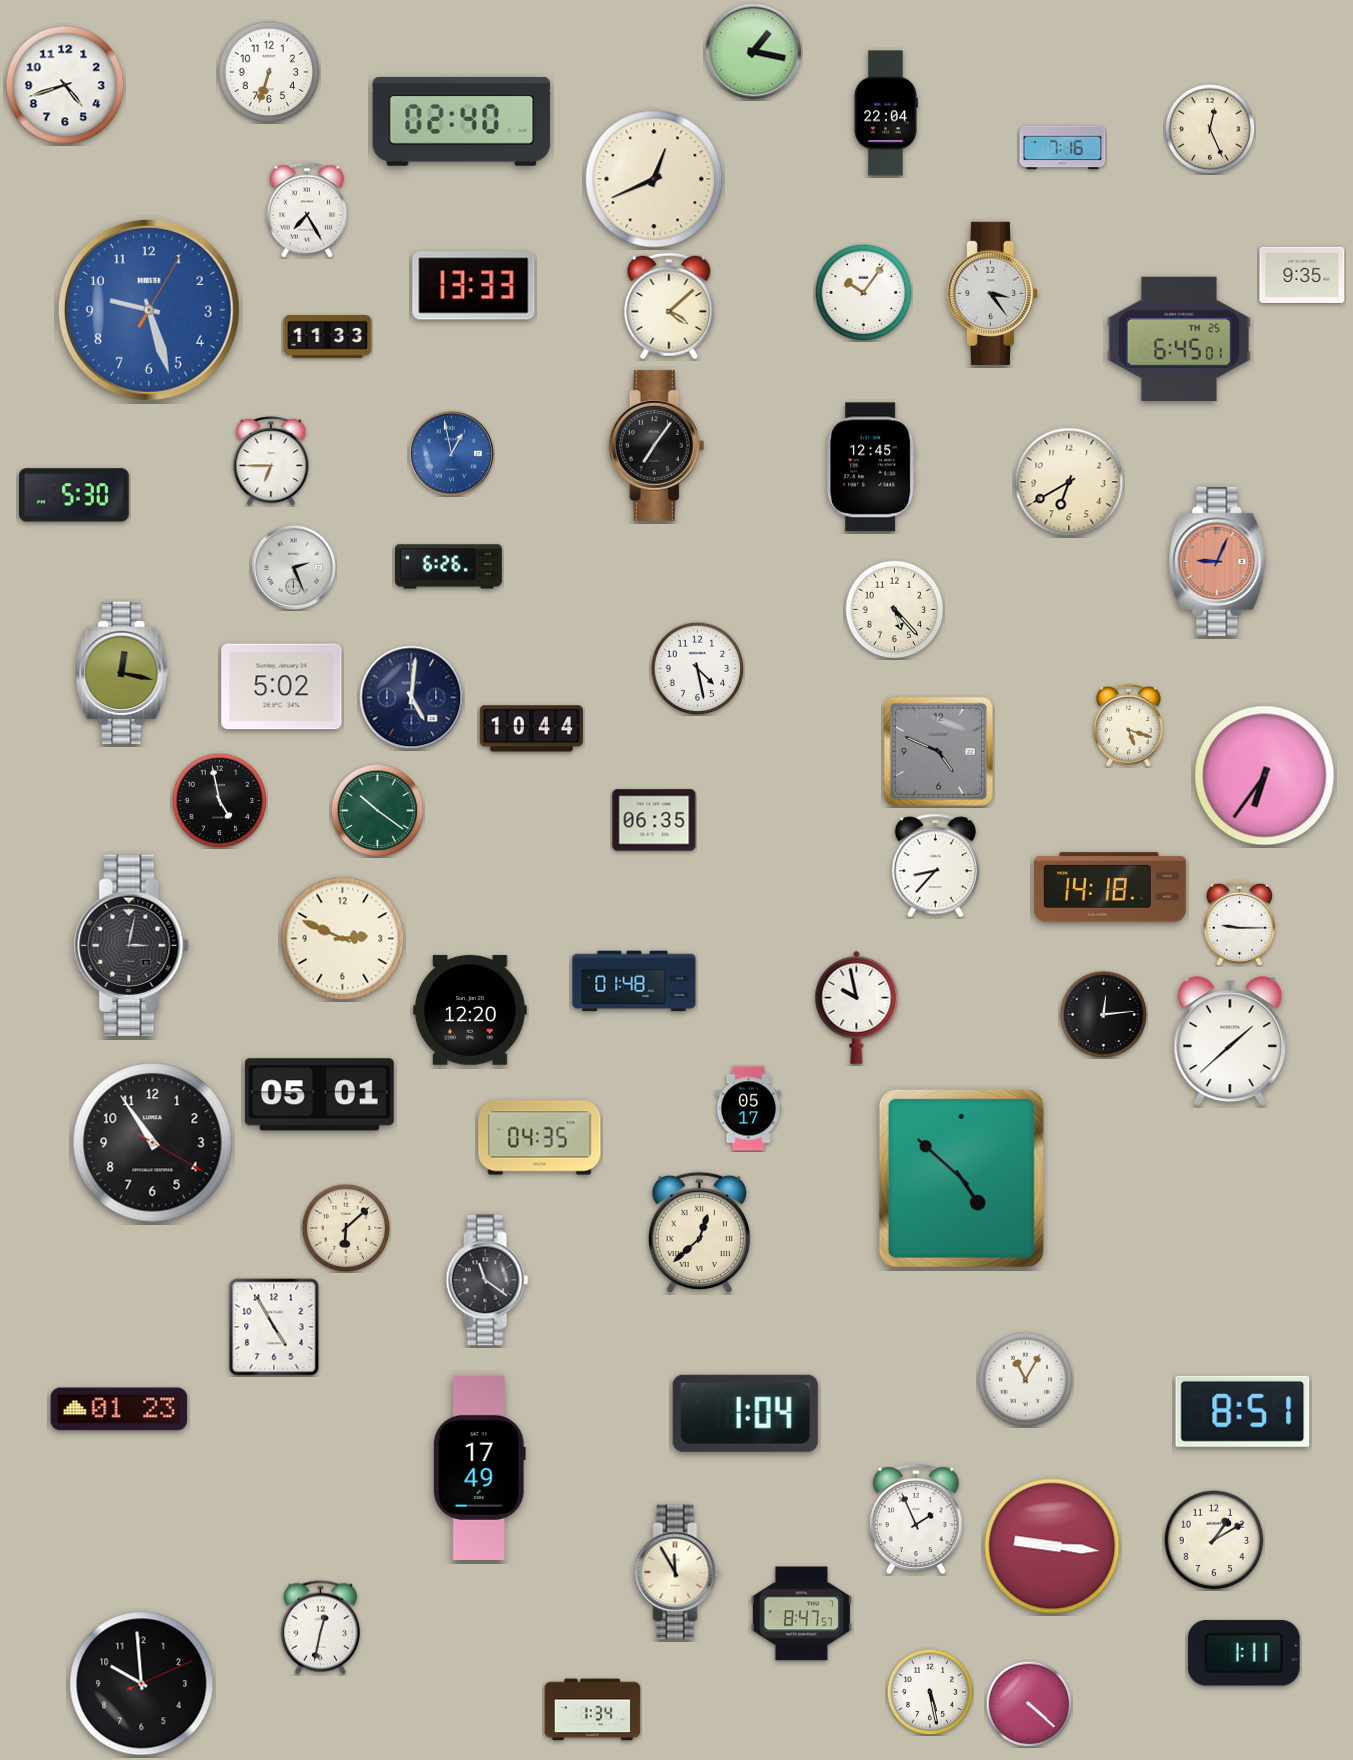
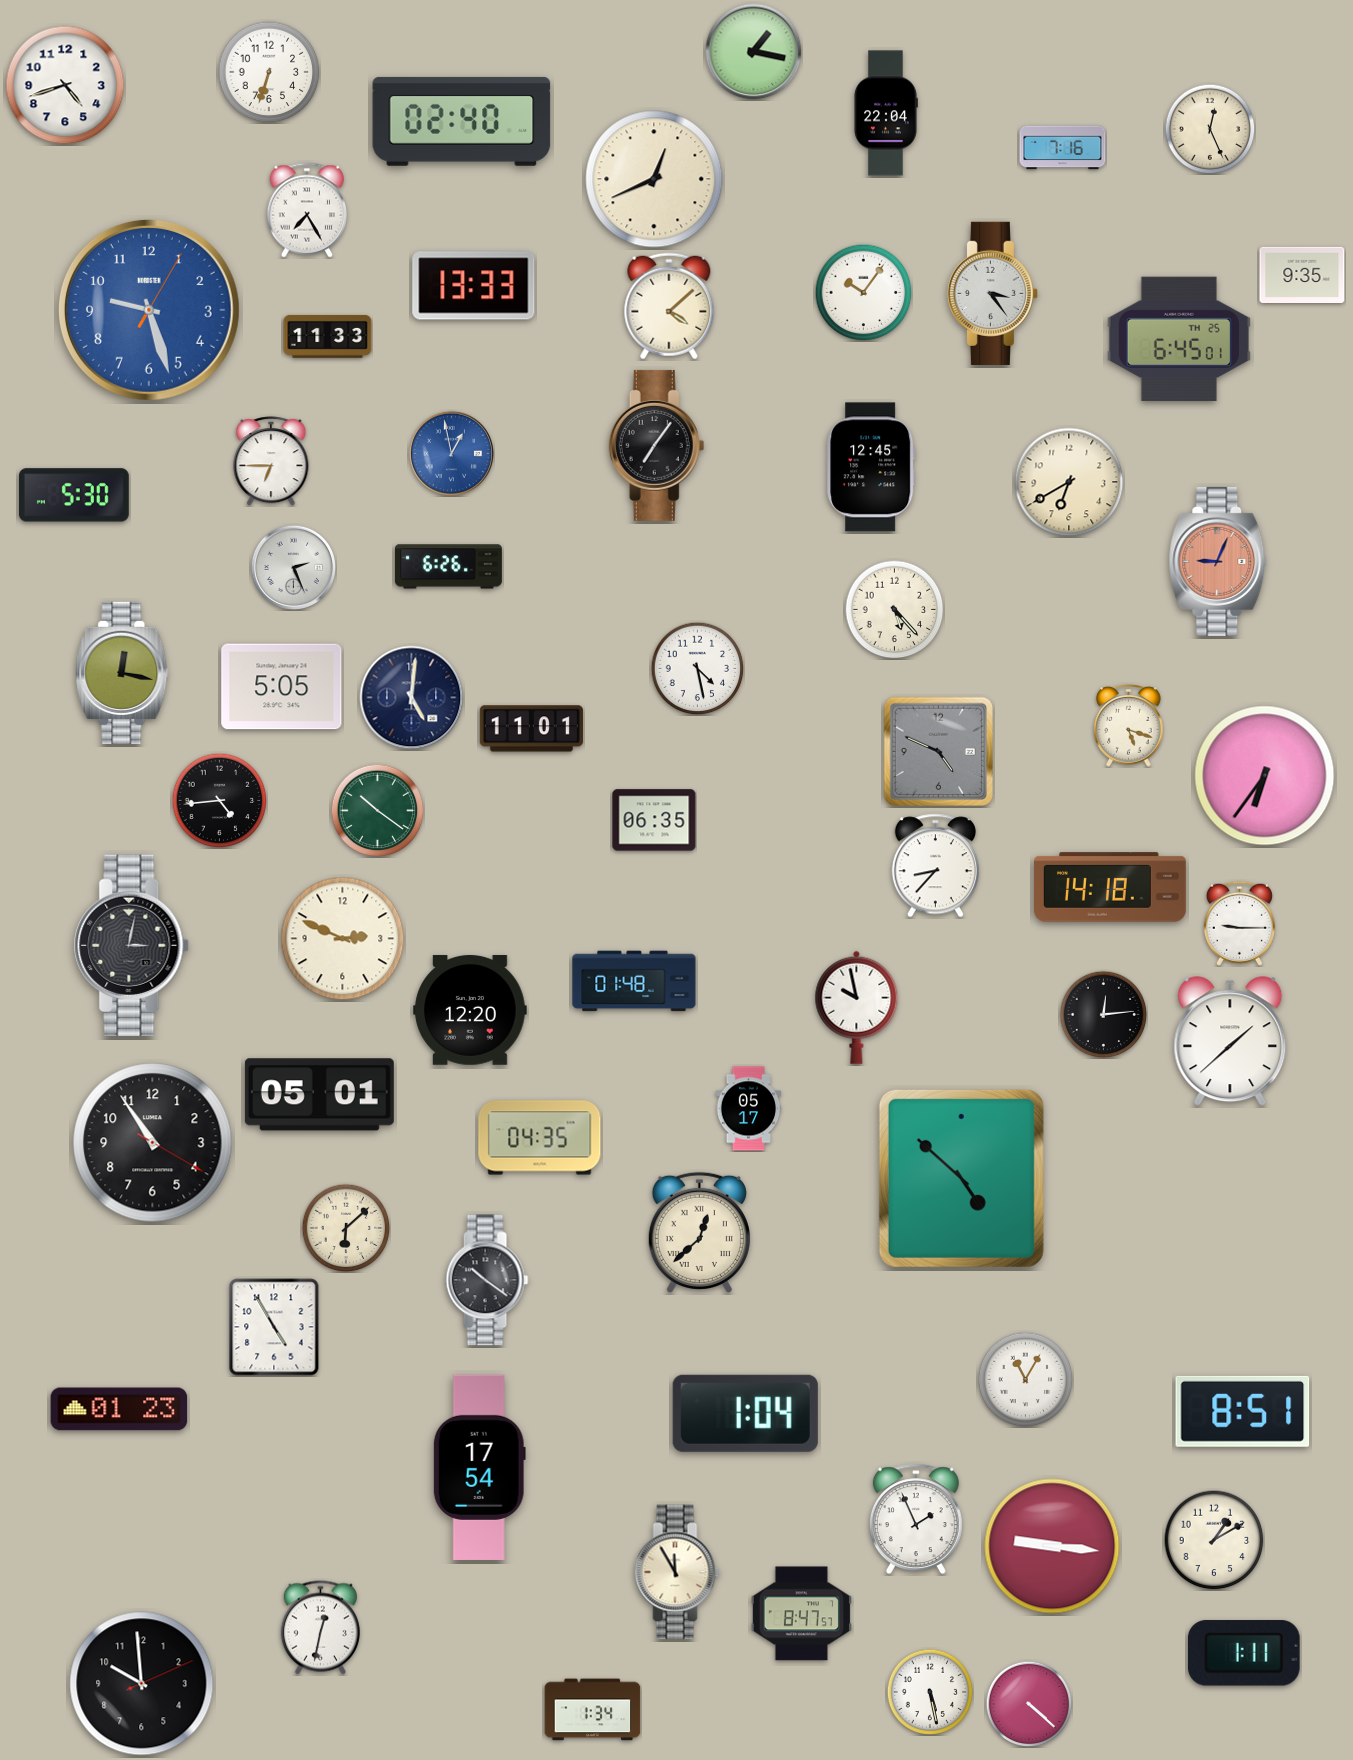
clock at (282, 687): 5:02 -> 5:05
clock at (531, 729): 10:44 -> 11:01
clock at (219, 800): 4:58 -> 4:44
clock at (487, 1280): 11:21 -> 10:21
clock at (479, 1467): 17:49 -> 17:54
